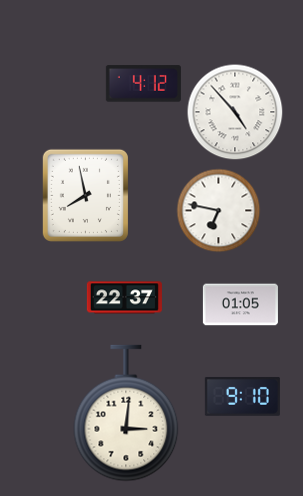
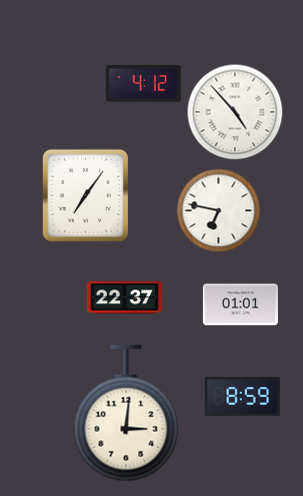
clock at (85, 195): 7:58 -> 7:06
clock at (240, 305): 01:05 -> 01:01
clock at (242, 397): 9:10 -> 8:59
